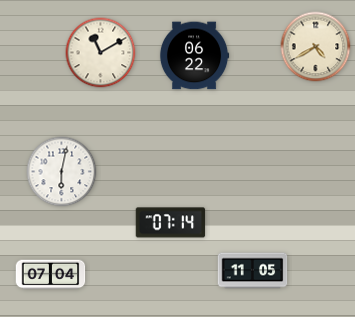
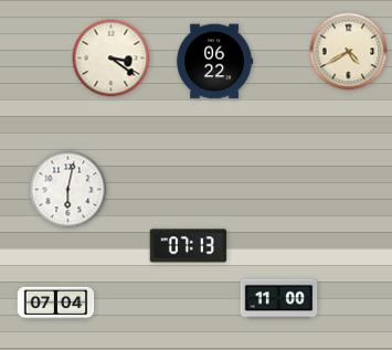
clock at (101, 53): 11:10 -> 3:21
clock at (171, 223): 07:14 -> 07:13
clock at (253, 271): 11:05 -> 11:00
